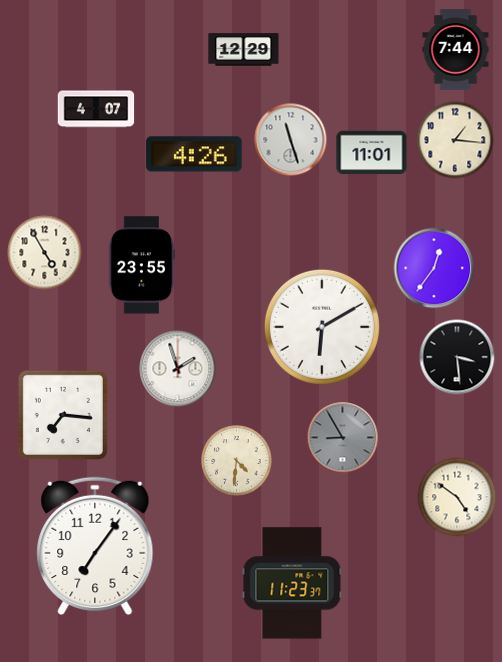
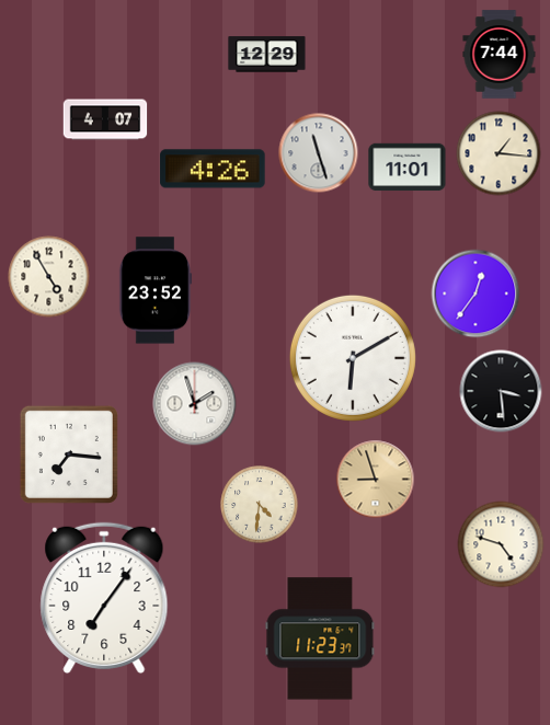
clock at (142, 265): 23:55 -> 23:52
clock at (343, 438): 8:55 -> 8:57
clock at (343, 438) dial: grey -> champagne
clock at (457, 497): 4:51 -> 4:48
